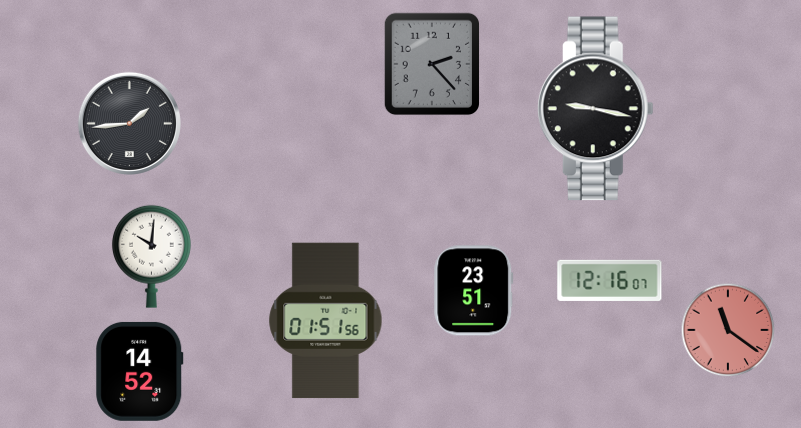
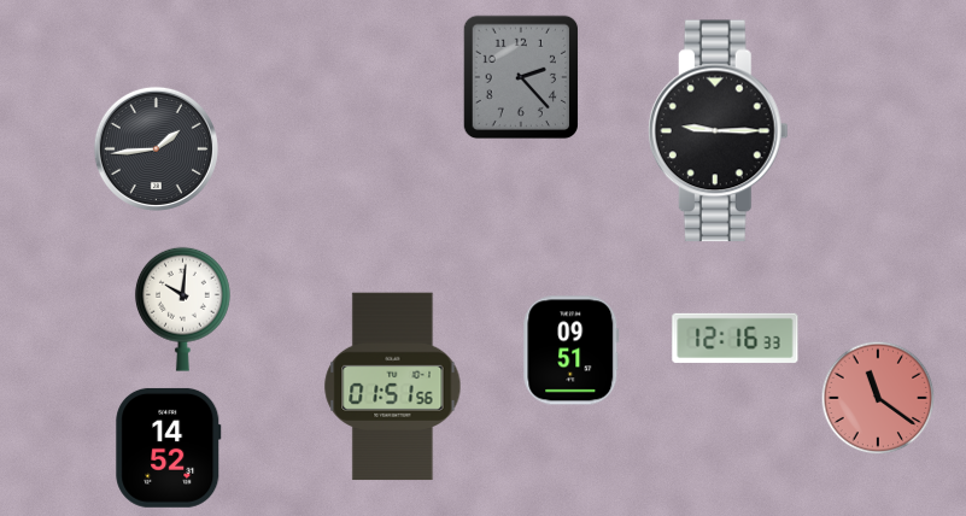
clock at (595, 109): 9:17 -> 9:15
clock at (610, 280): 12:16:07 -> 12:16:33
clock at (474, 291): 23:51 -> 09:51
